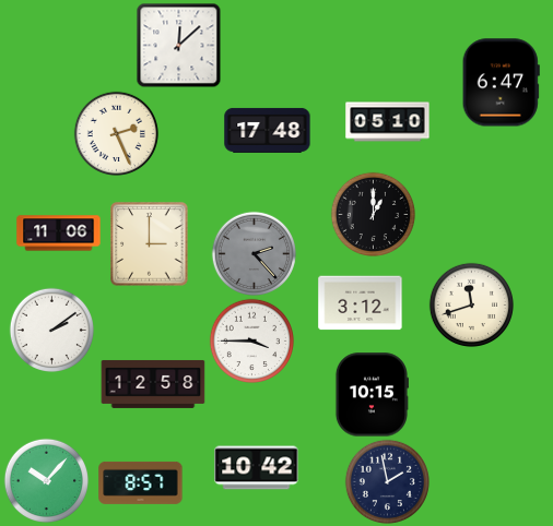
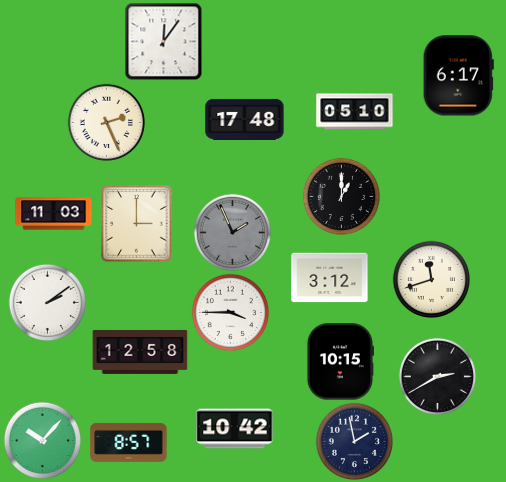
clock at (178, 45): 12:08 -> 12:06
clock at (501, 83): 6:47 -> 6:17
clock at (59, 234): 11:06 -> 11:03
clock at (254, 253): 2:23 -> 1:56
clock at (437, 376): none -> 2:40
